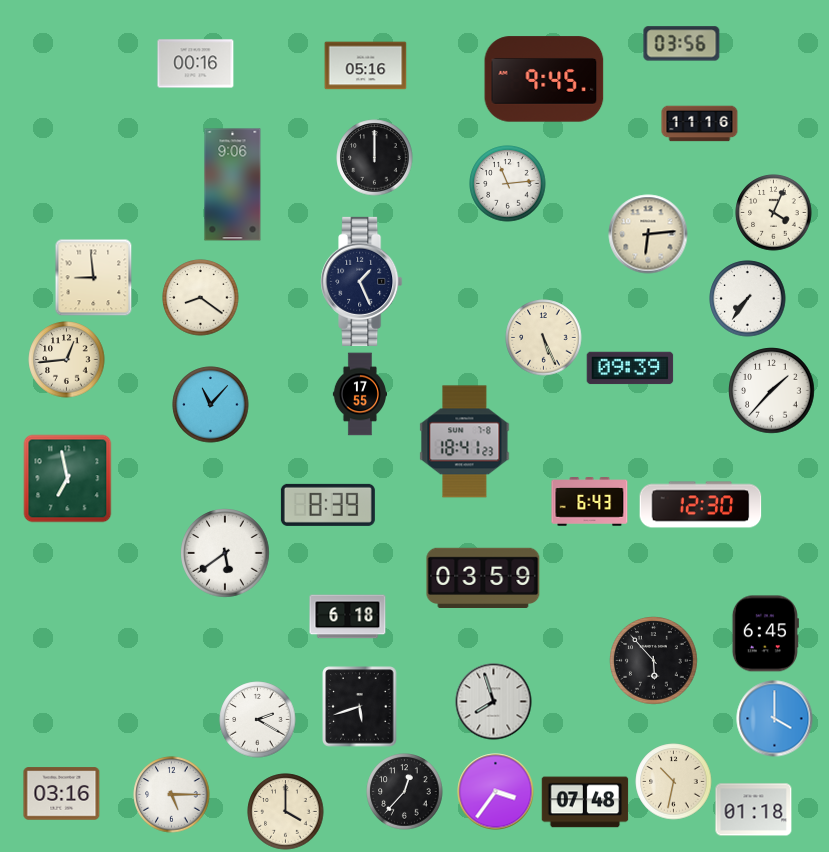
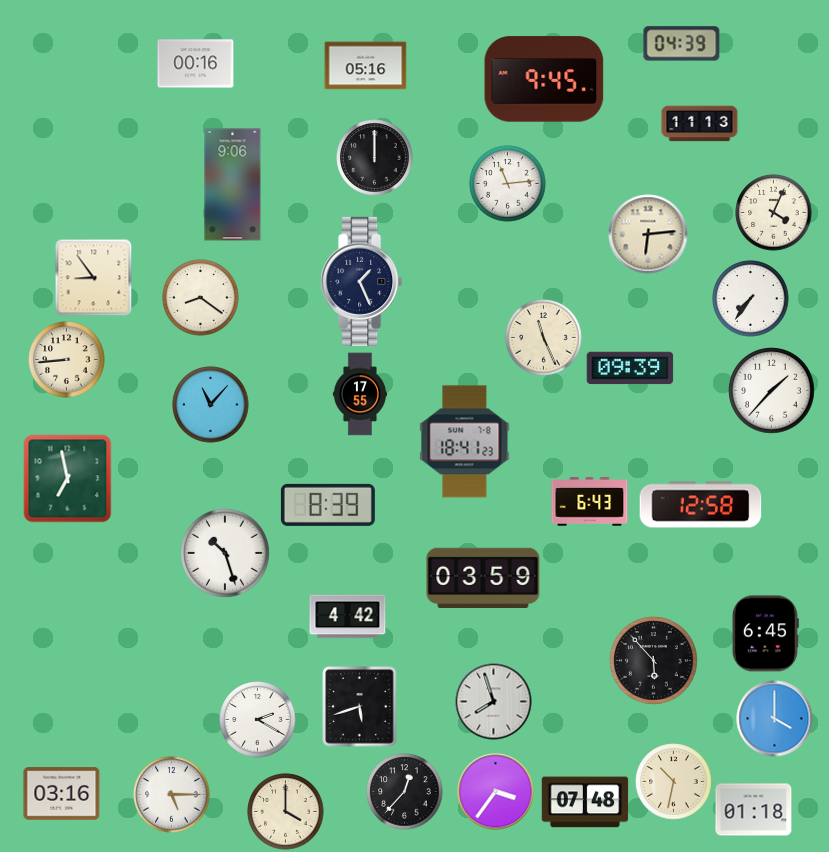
clock at (682, 44): 03:56 -> 04:39
clock at (700, 124): 11:16 -> 11:13
clock at (93, 277): 8:59 -> 8:54
clock at (748, 299) position: (748, 299) -> (751, 299)
clock at (544, 338): 5:26 -> 11:26
clock at (67, 360): 12:44 -> 8:44
clock at (701, 505): 12:30 -> 12:58
clock at (225, 553): 5:39 -> 10:27
clock at (348, 617): 6:18 -> 4:42
